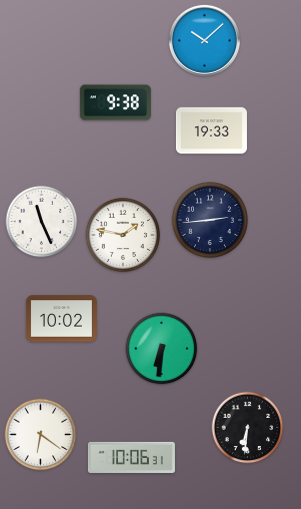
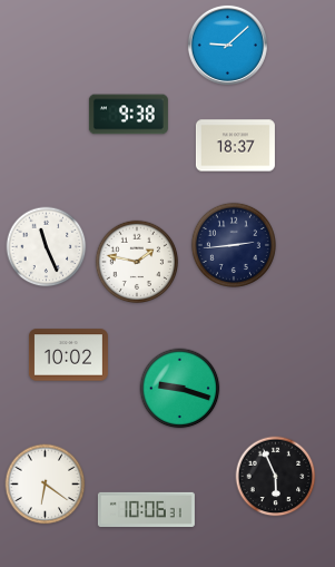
clock at (204, 40): 10:08 -> 9:08
clock at (211, 131): 19:33 -> 18:37
clock at (162, 349): 6:31 -> 9:18
clock at (248, 428): 6:31 -> 5:56
